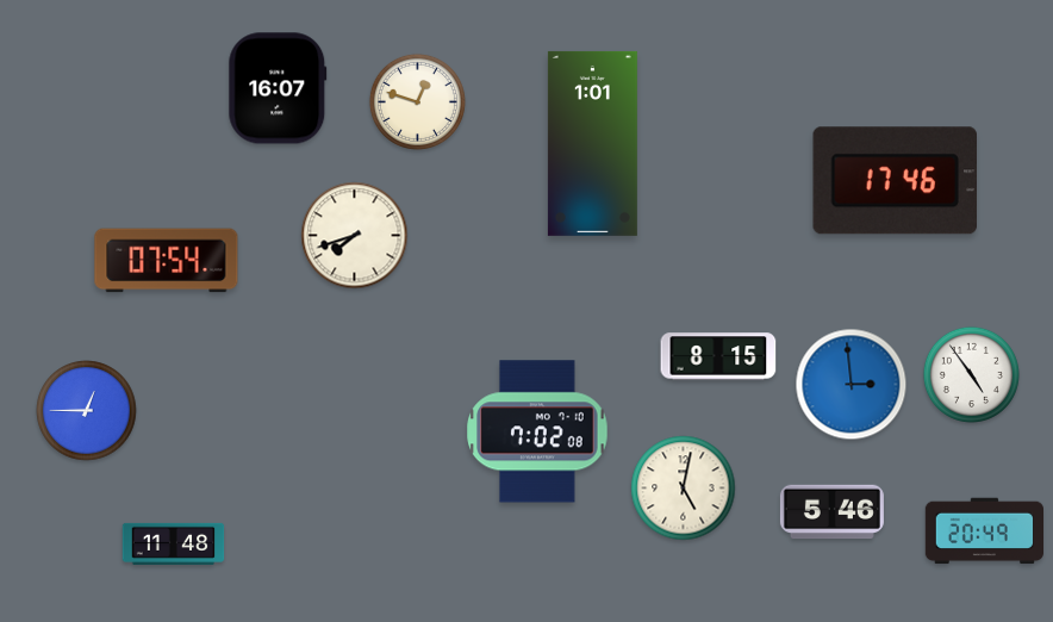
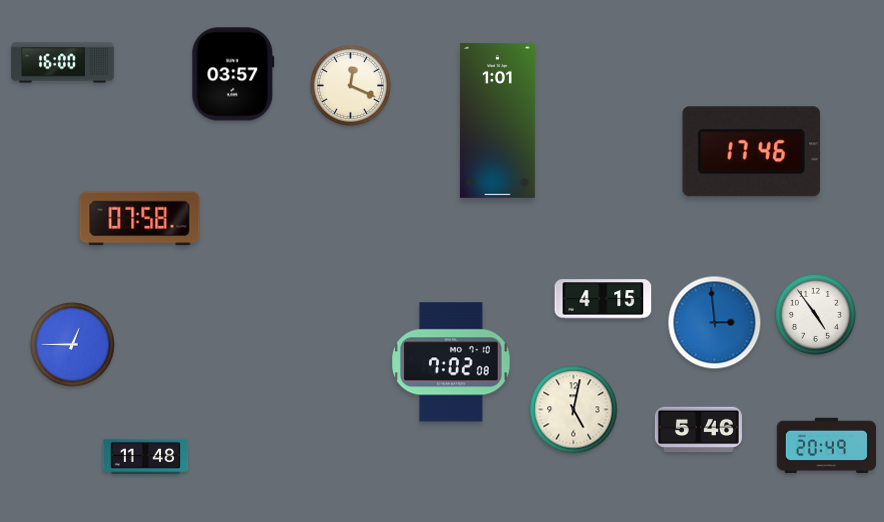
clock at (63, 63): none -> 16:00
clock at (278, 88): 16:07 -> 03:57
clock at (417, 101): 12:48 -> 12:19
clock at (355, 236): 7:42 -> none
clock at (167, 261): 07:54 -> 07:58
clock at (718, 356): 8:15 -> 4:15
